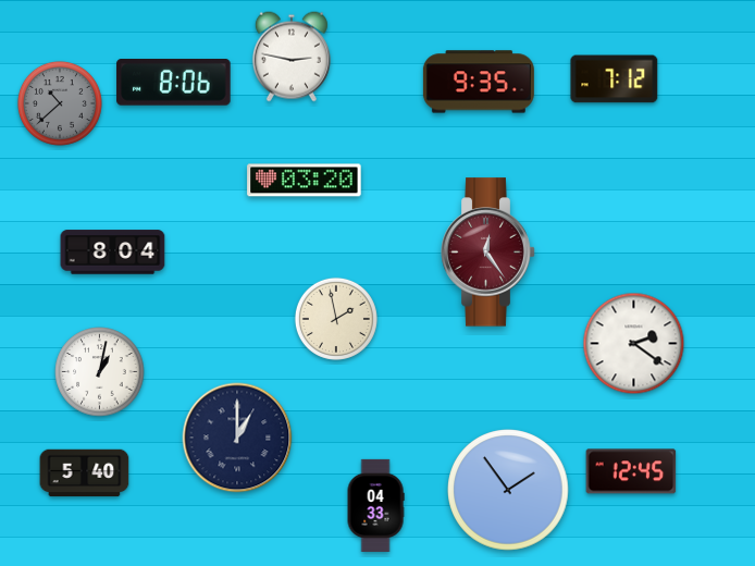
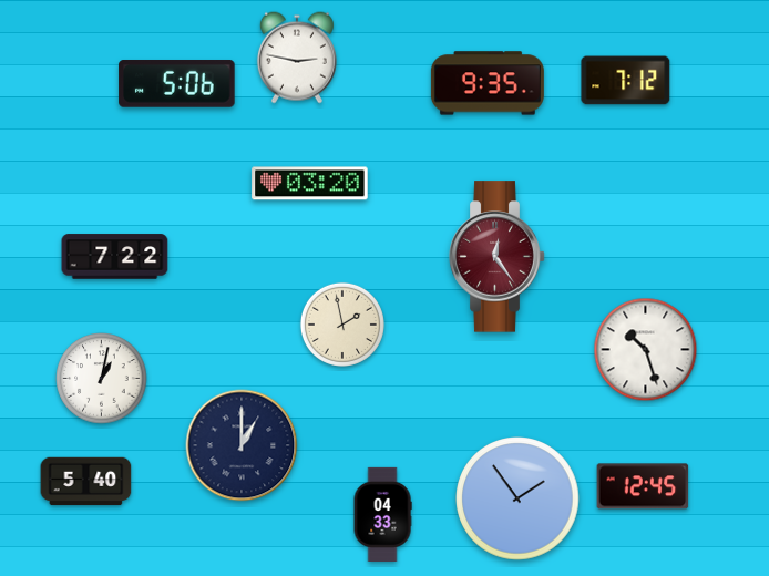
clock at (174, 83): 8:06 -> 5:06
clock at (60, 103): 10:38 -> none
clock at (113, 253): 8:04 -> 7:22
clock at (634, 344): 2:21 -> 10:27
clock at (631, 471) position: (631, 471) -> (643, 486)
